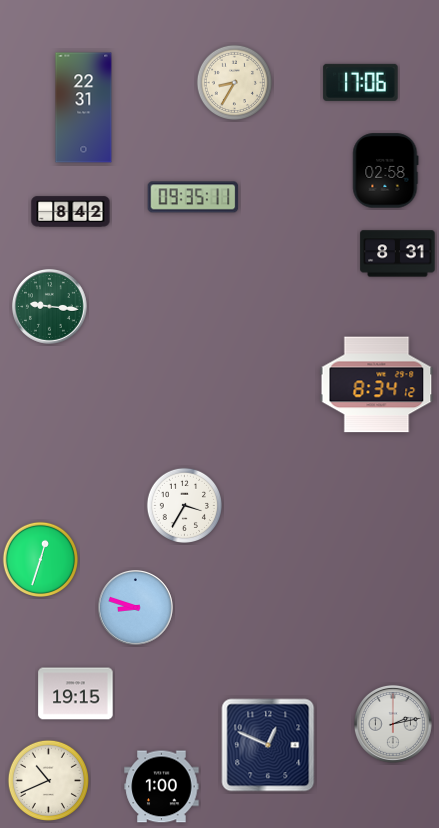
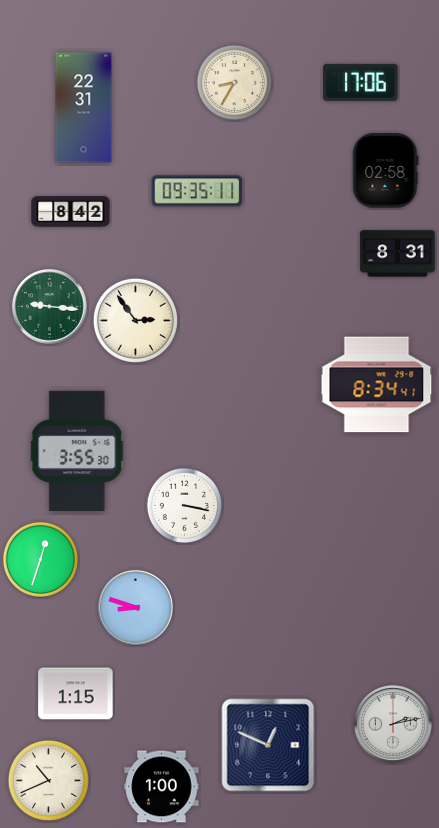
clock at (193, 197) position: (193, 197) -> (197, 191)
clock at (135, 320): none -> 2:54
clock at (377, 385): 8:34:12 -> 8:34:41
clock at (78, 450): none -> 3:55
clock at (184, 505): 3:35 -> 3:17
clock at (76, 694): 19:15 -> 1:15
